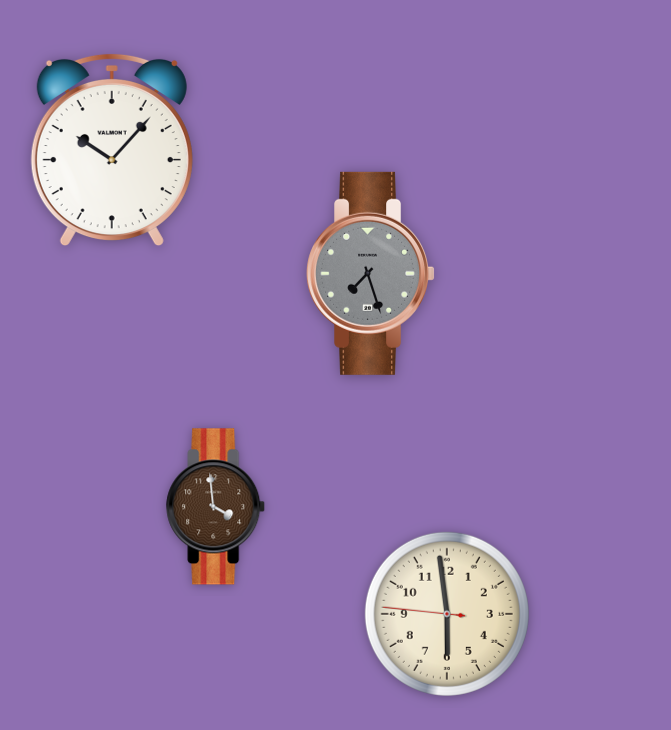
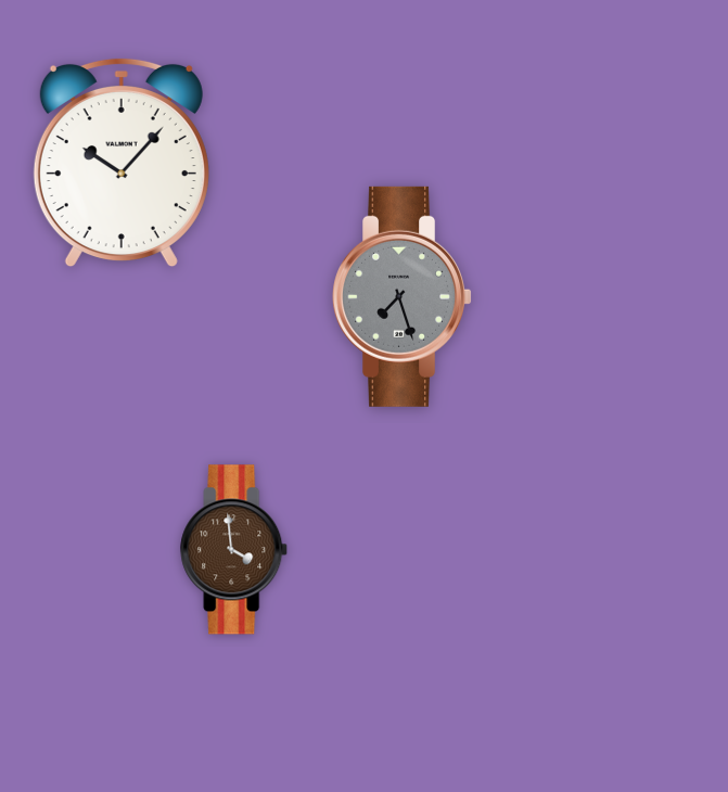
clock at (447, 614): 5:58 -> none
